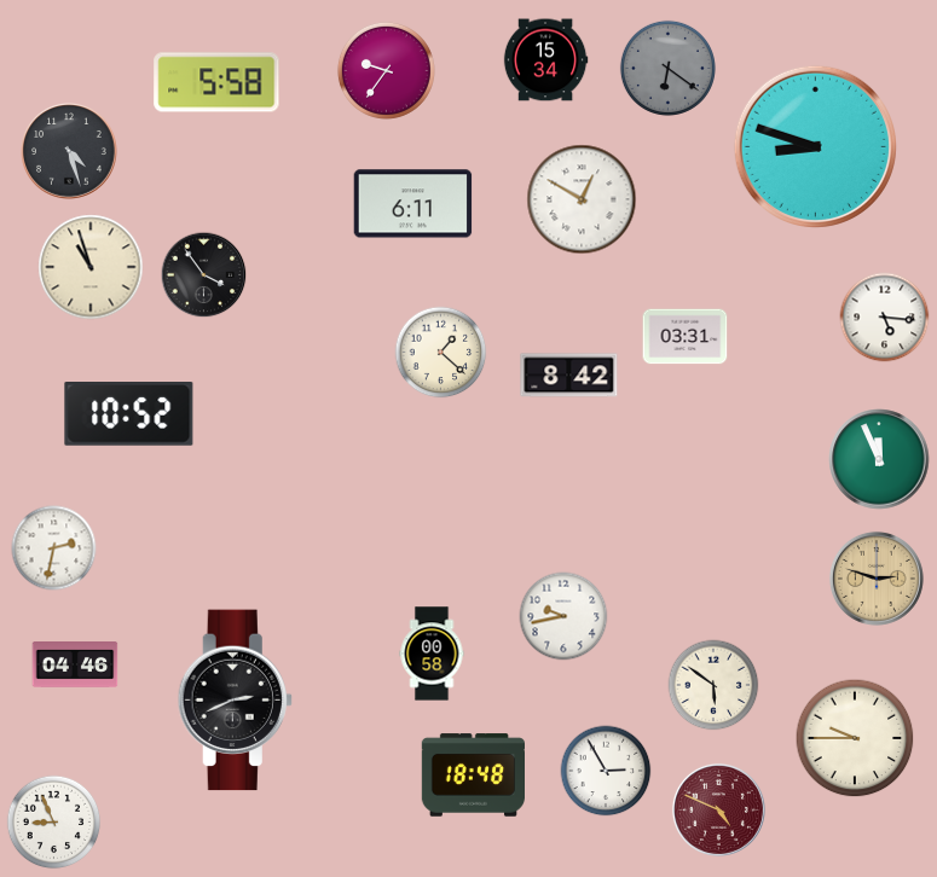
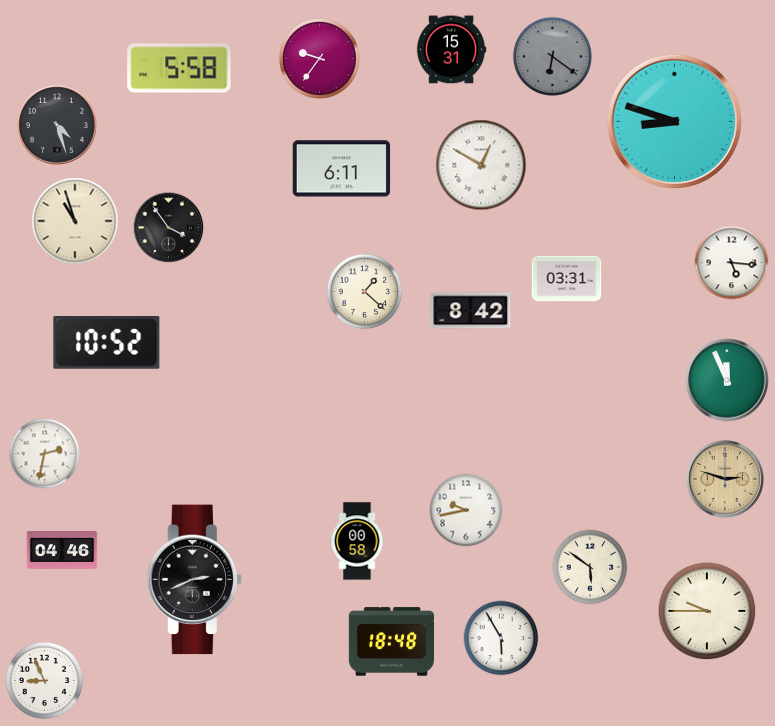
clock at (545, 60): 15:34 -> 15:31
clock at (606, 771): 2:55 -> 5:55
clock at (718, 809): 4:49 -> none
